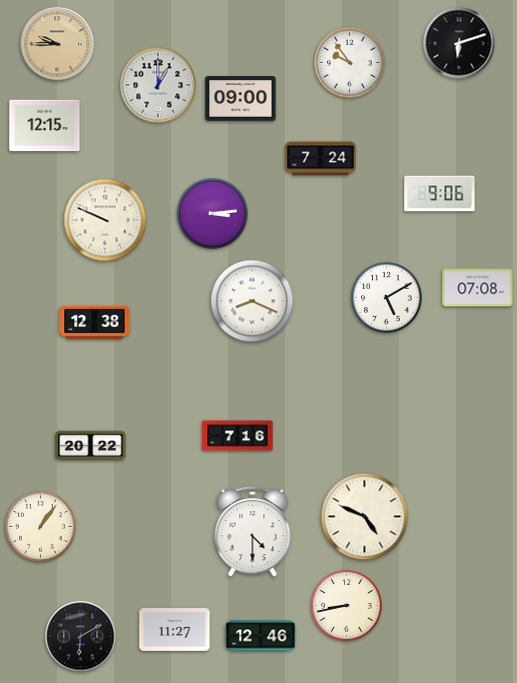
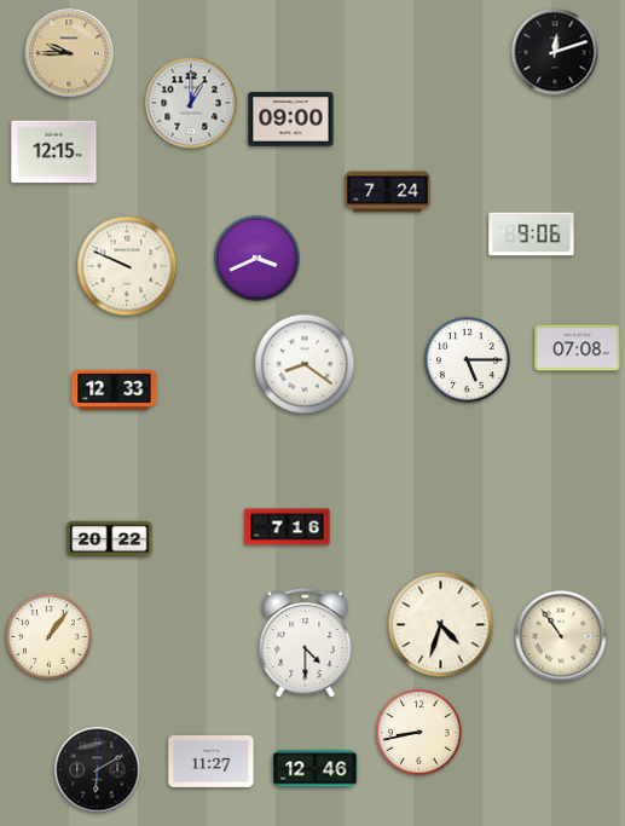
clock at (459, 43): 6:12 -> 12:12
clock at (350, 63): 9:54 -> none
clock at (213, 214): 3:14 -> 3:41
clock at (387, 298): 5:10 -> 5:15
clock at (252, 301): 8:19 -> 8:21
clock at (95, 323): 12:38 -> 12:33
clock at (365, 517): 4:49 -> 4:33
clock at (561, 636): none -> 10:54
